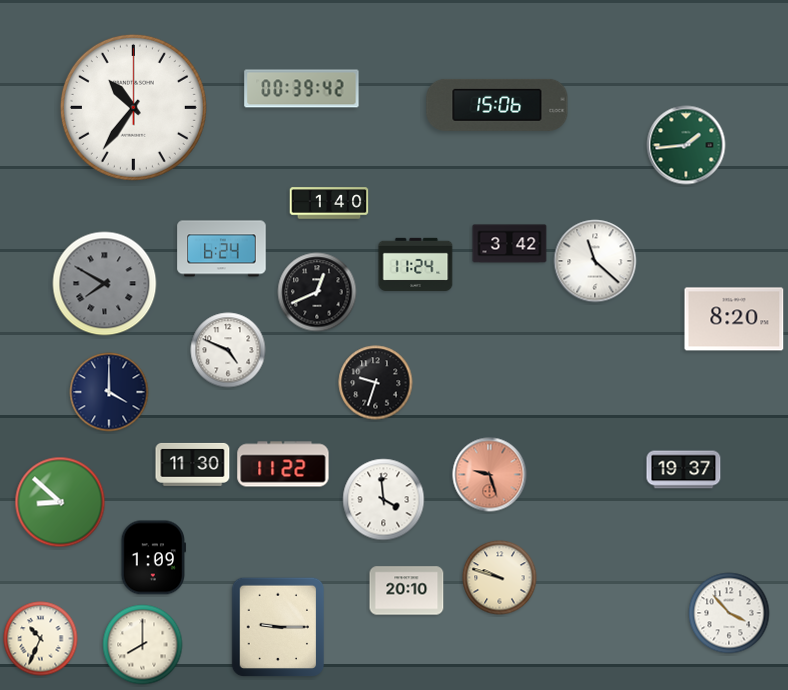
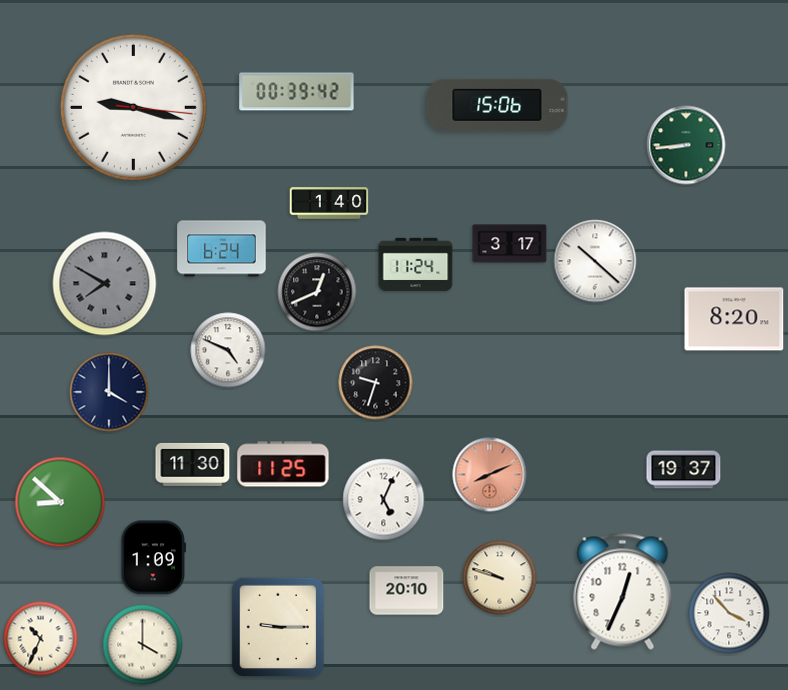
clock at (302, 89) position: (302, 89) -> (297, 92)
clock at (133, 107): 10:36 -> 9:17
clock at (686, 145): 1:44 -> 8:44
clock at (510, 244): 3:42 -> 3:17
clock at (595, 261): 11:22 -> 10:22
clock at (283, 464): 11:22 -> 11:25
clock at (490, 475): 9:27 -> 8:11
clock at (384, 500): 3:59 -> 5:04
clock at (623, 591): none -> 12:34
clock at (143, 645): 8:00 -> 4:00
